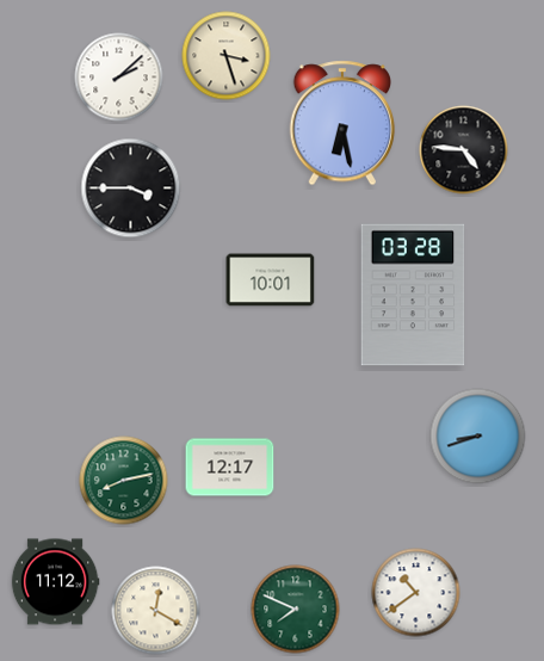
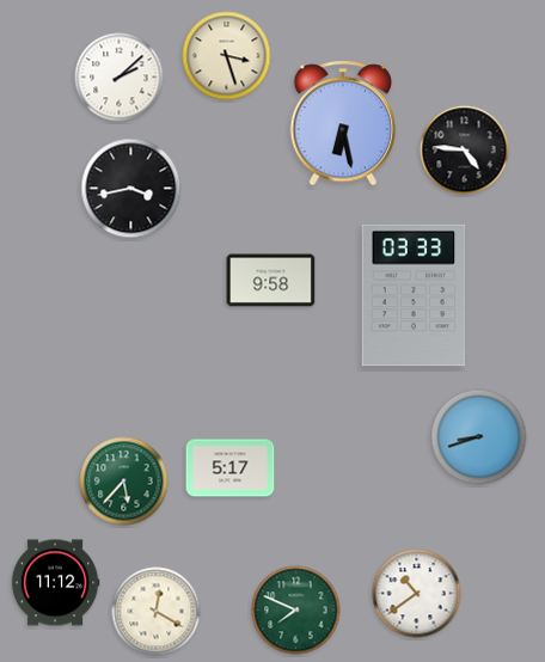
clock at (131, 189): 3:45 -> 3:43
clock at (271, 280): 10:01 -> 9:58
clock at (413, 295): 03:28 -> 03:33
clock at (230, 468): 12:17 -> 5:17
clock at (124, 481): 8:13 -> 5:37
